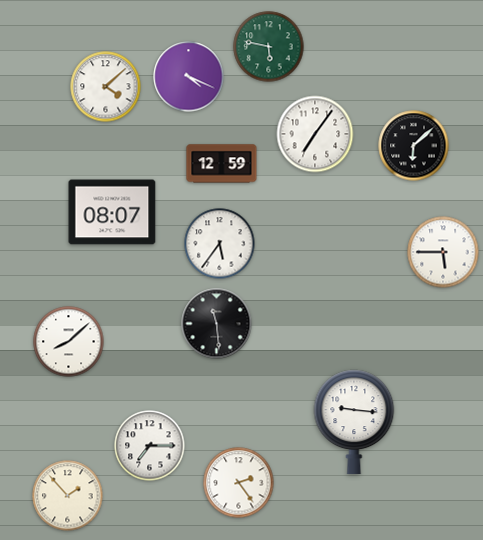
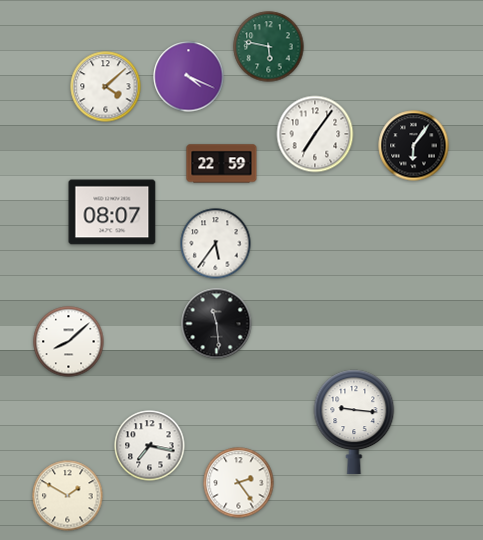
clock at (414, 146): 6:08 -> 6:06
clock at (222, 164): 12:59 -> 22:59
clock at (220, 244) position: (220, 244) -> (216, 244)
clock at (443, 252): 5:45 -> none
clock at (150, 446): 7:15 -> 7:17
clock at (68, 496): 1:53 -> 1:50
